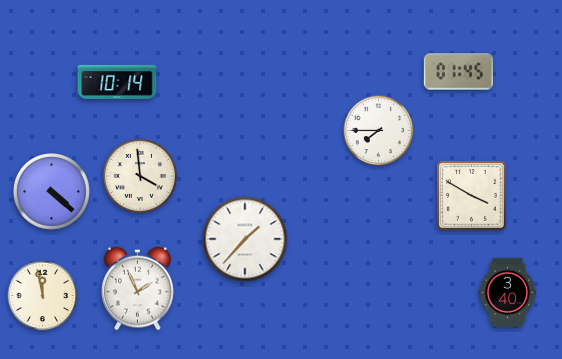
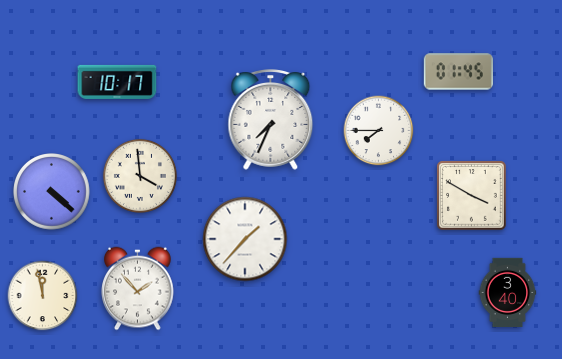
clock at (117, 82): 10:14 -> 10:17
clock at (271, 120): none -> 7:34
clock at (138, 289): 1:56 -> 1:53
